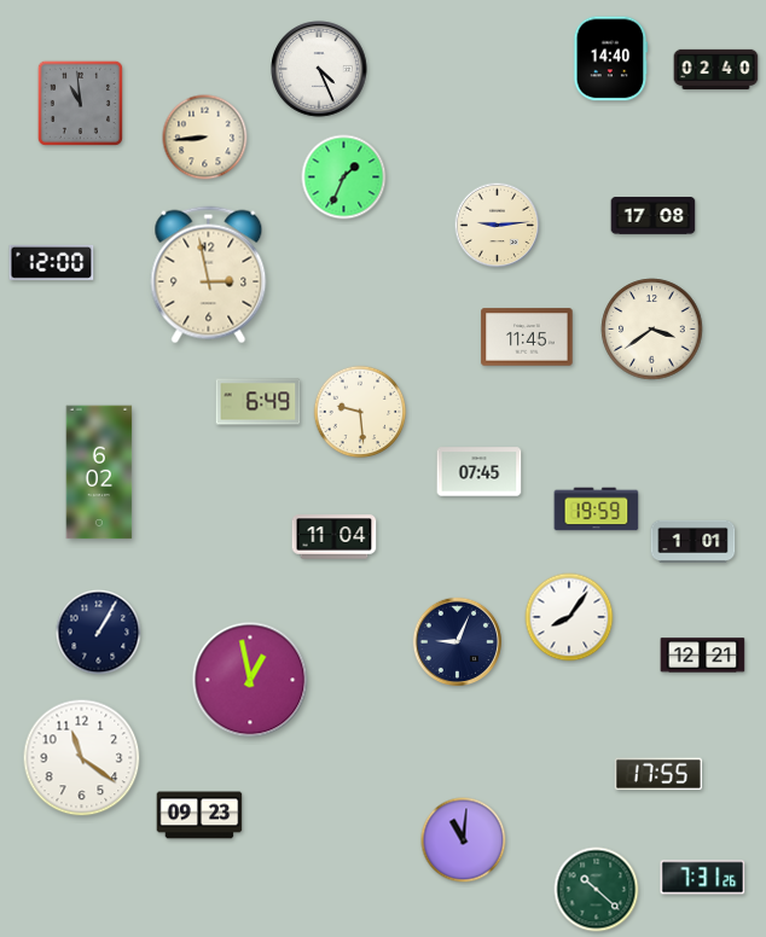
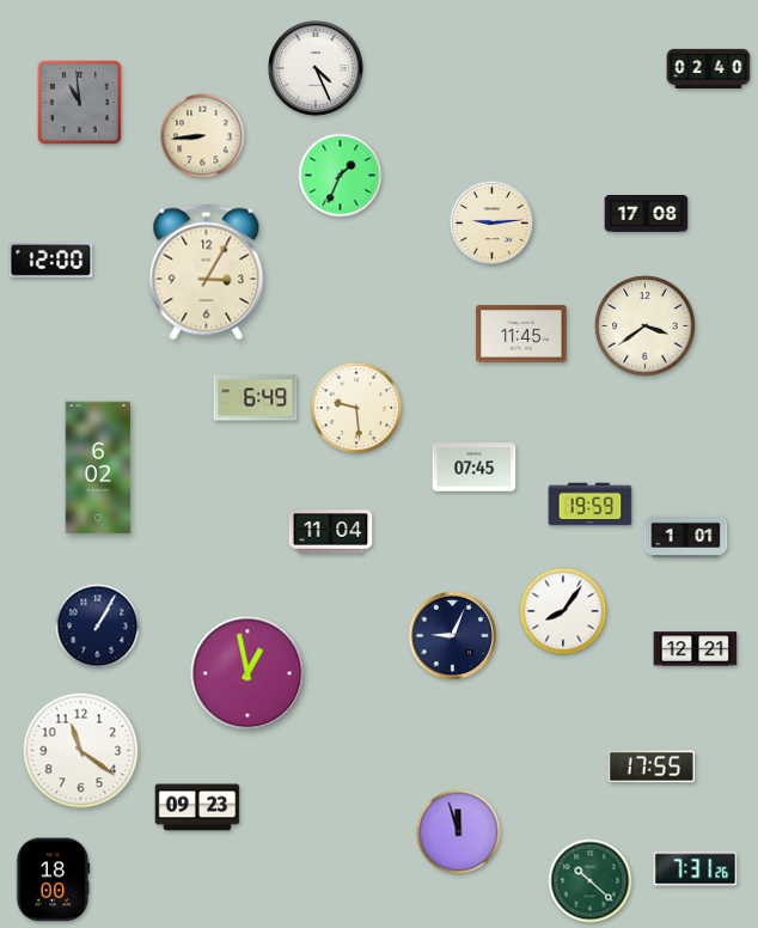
clock at (611, 59): 14:40 -> none
clock at (209, 275): 2:58 -> 3:05
clock at (464, 840): 11:01 -> 11:57
clock at (53, 880): none -> 18:00
